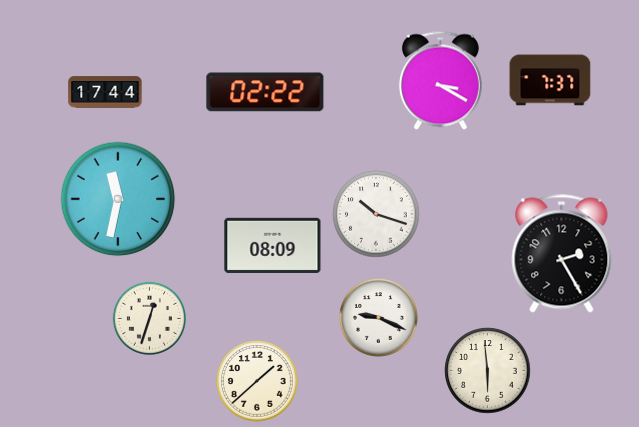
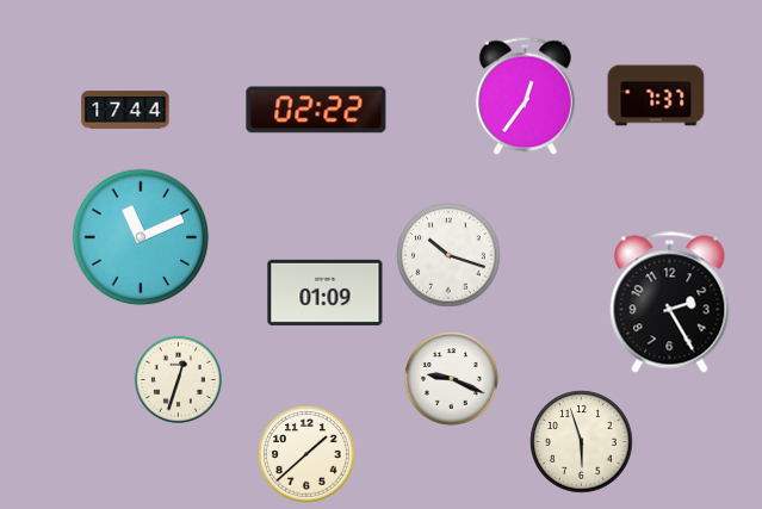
clock at (440, 81): 3:20 -> 12:36
clock at (118, 199): 11:32 -> 11:11
clock at (273, 245): 08:09 -> 01:09
clock at (488, 371): 5:59 -> 5:57
